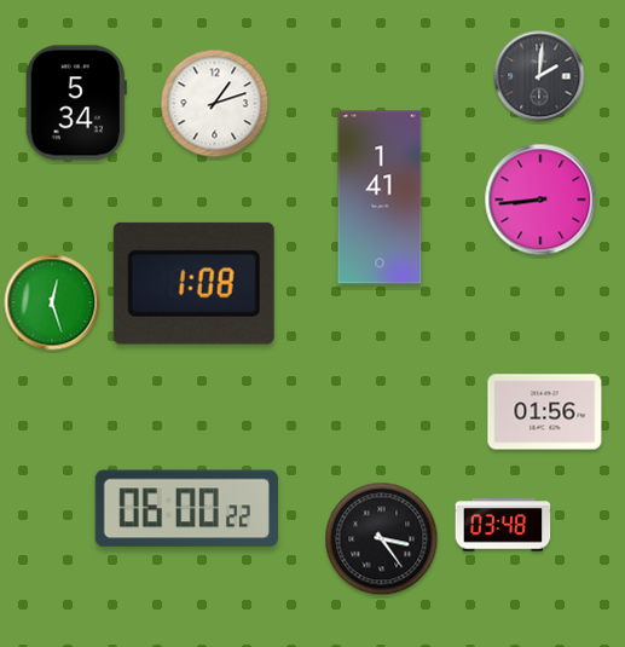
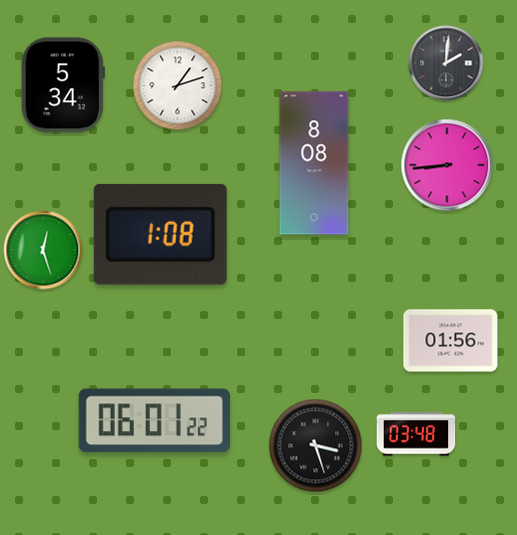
clock at (380, 197): 1:41 -> 8:08
clock at (186, 509): 06:00 -> 06:01
clock at (382, 539): 3:24 -> 3:27
